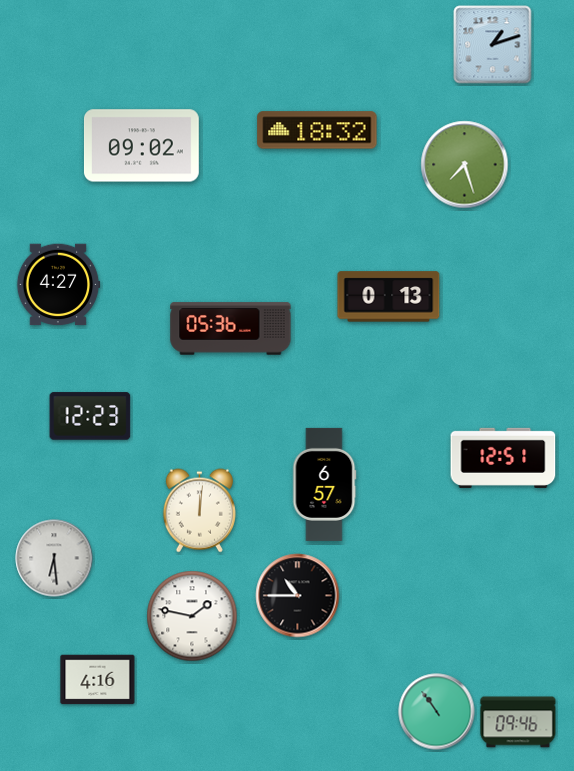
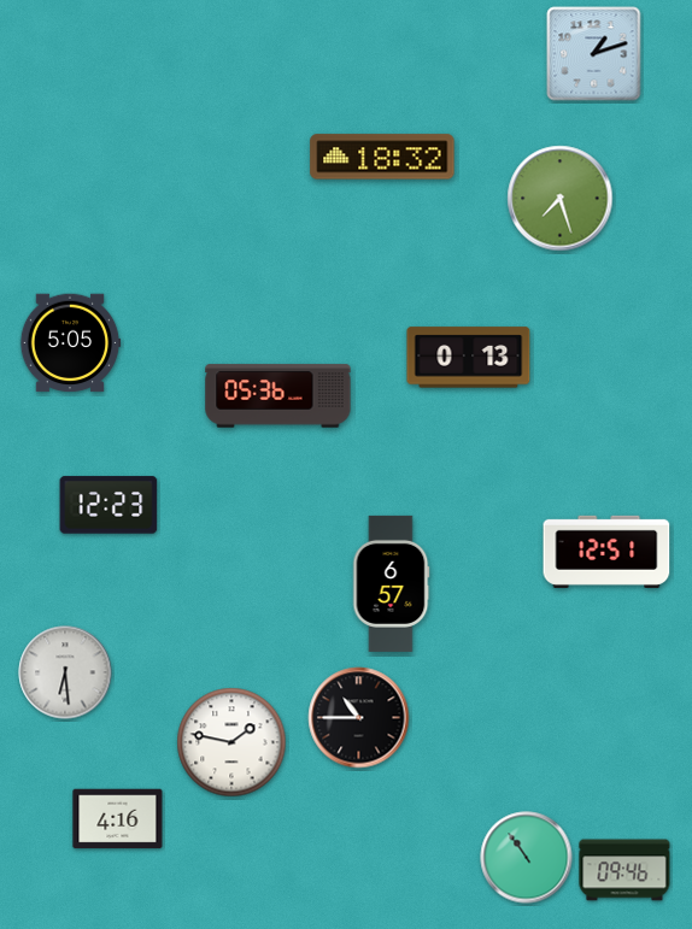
clock at (141, 146): 09:02 -> none
clock at (58, 285): 4:27 -> 5:05
clock at (90, 416) position: (90, 416) -> (109, 505)
clock at (199, 511): 12:01 -> none
